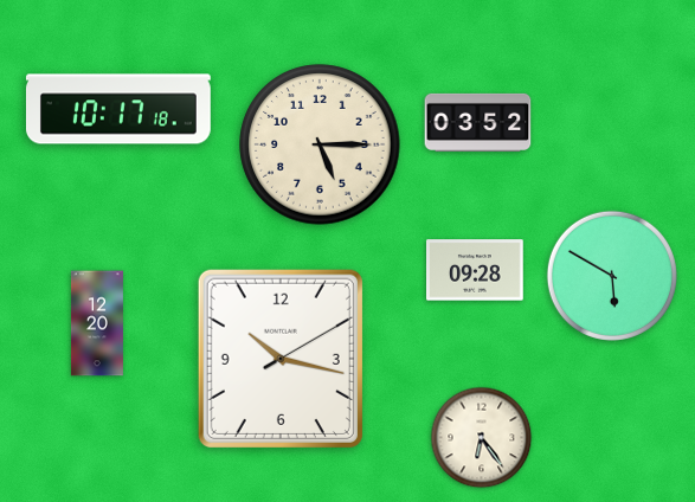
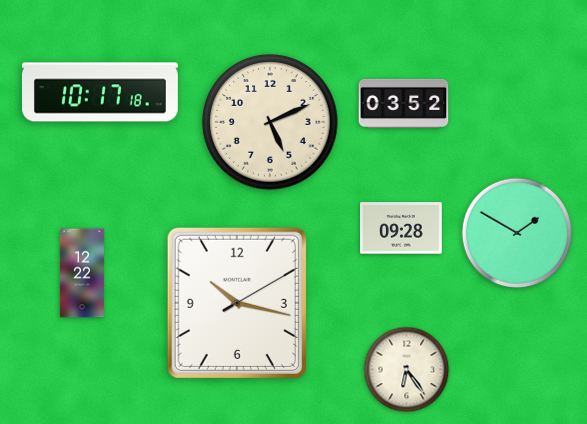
clock at (320, 144): 5:15 -> 5:11
clock at (612, 276): 5:50 -> 1:50
clock at (97, 323): 12:20 -> 12:22
